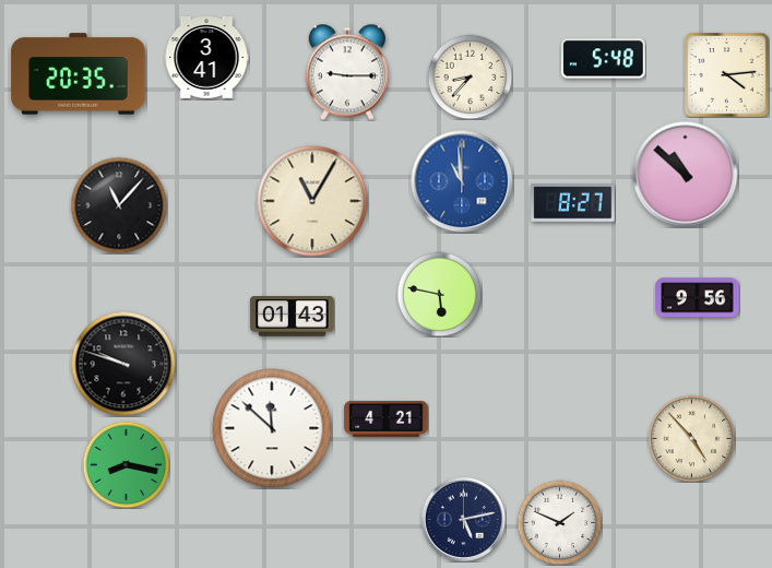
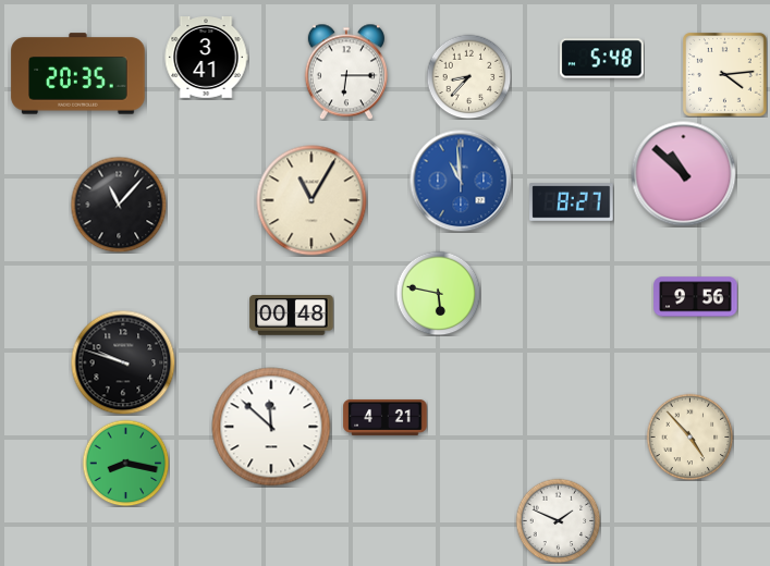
clock at (347, 72): 9:15 -> 6:15
clock at (293, 317): 01:43 -> 00:48
clock at (463, 519): 5:13 -> none
